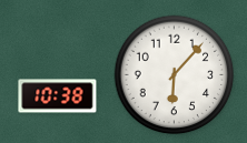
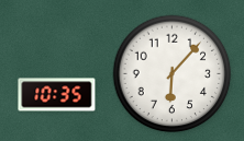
clock at (58, 96): 10:38 -> 10:35
